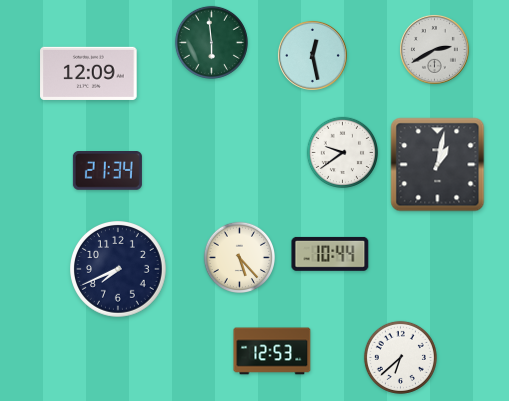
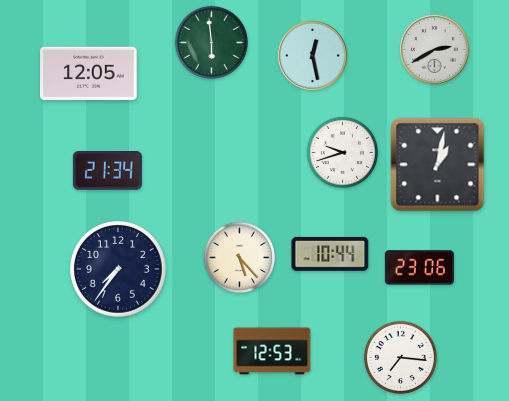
clock at (89, 73): 12:09 -> 12:05
clock at (343, 153): 9:39 -> 9:42
clock at (419, 268): none -> 23:06
clock at (119, 270): 7:41 -> 7:36
clock at (400, 357): 6:38 -> 7:16
